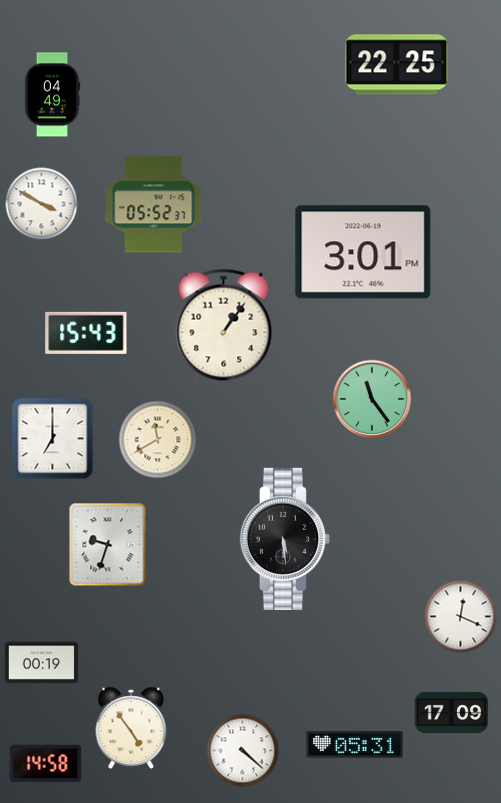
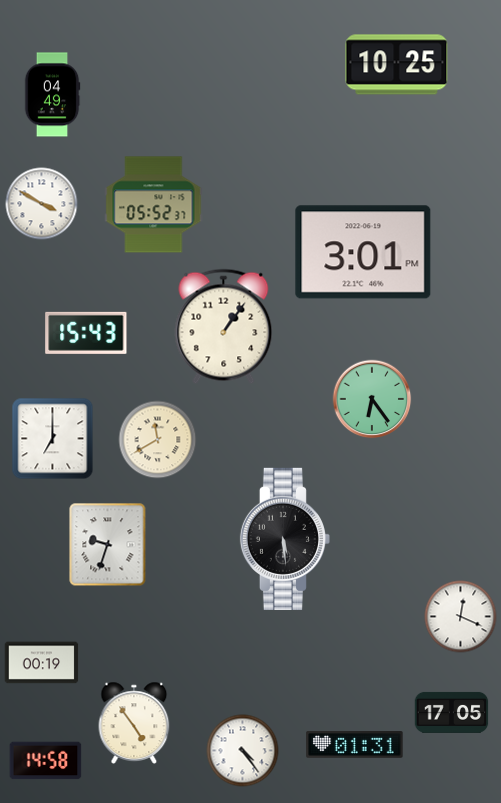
clock at (397, 65): 22:25 -> 10:25
clock at (372, 399): 11:24 -> 6:24
clock at (452, 712): 17:09 -> 17:05
clock at (131, 728) position: (131, 728) -> (134, 723)
clock at (355, 745): 05:31 -> 01:31
clock at (243, 751): 4:22 -> 4:24
clock at (46, 764) position: (46, 764) -> (46, 761)
